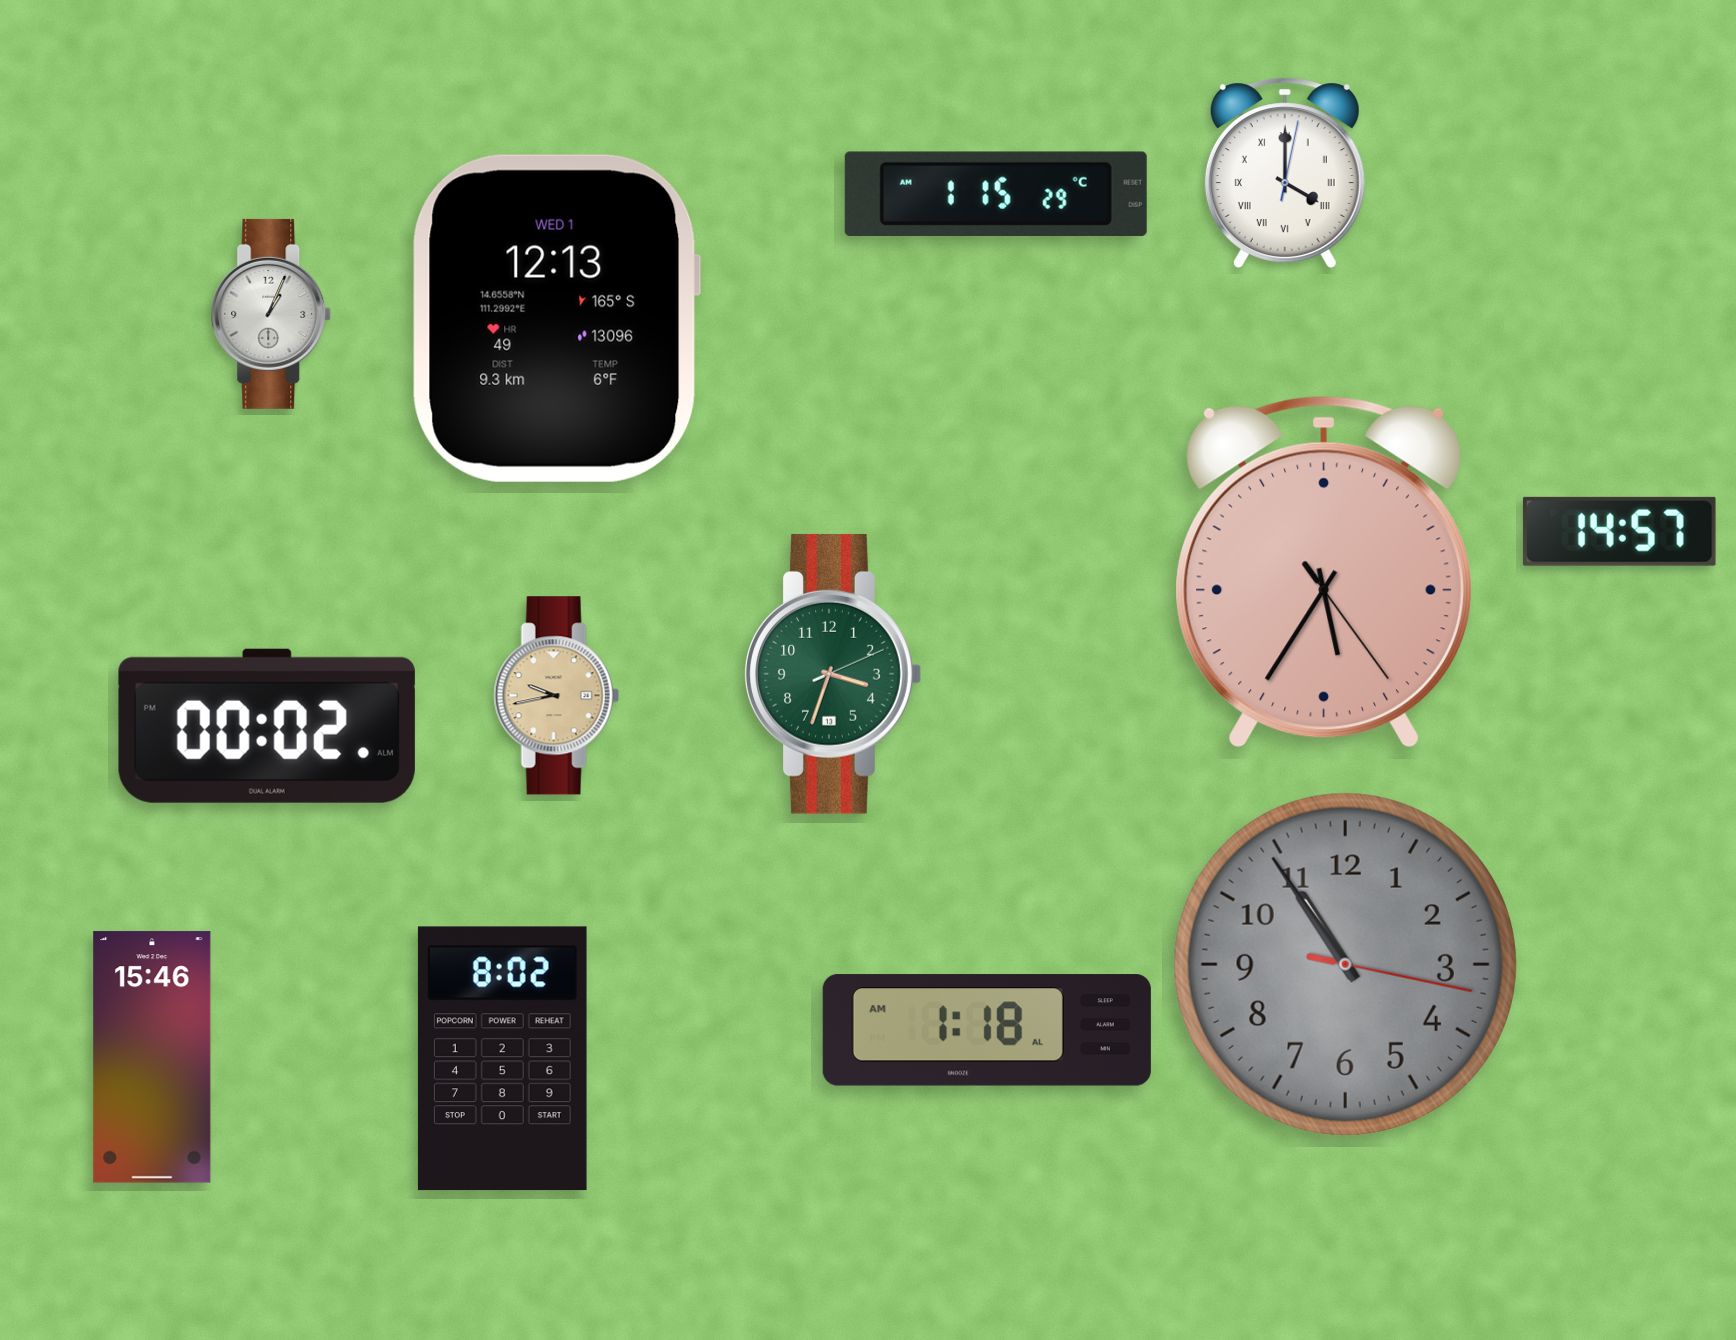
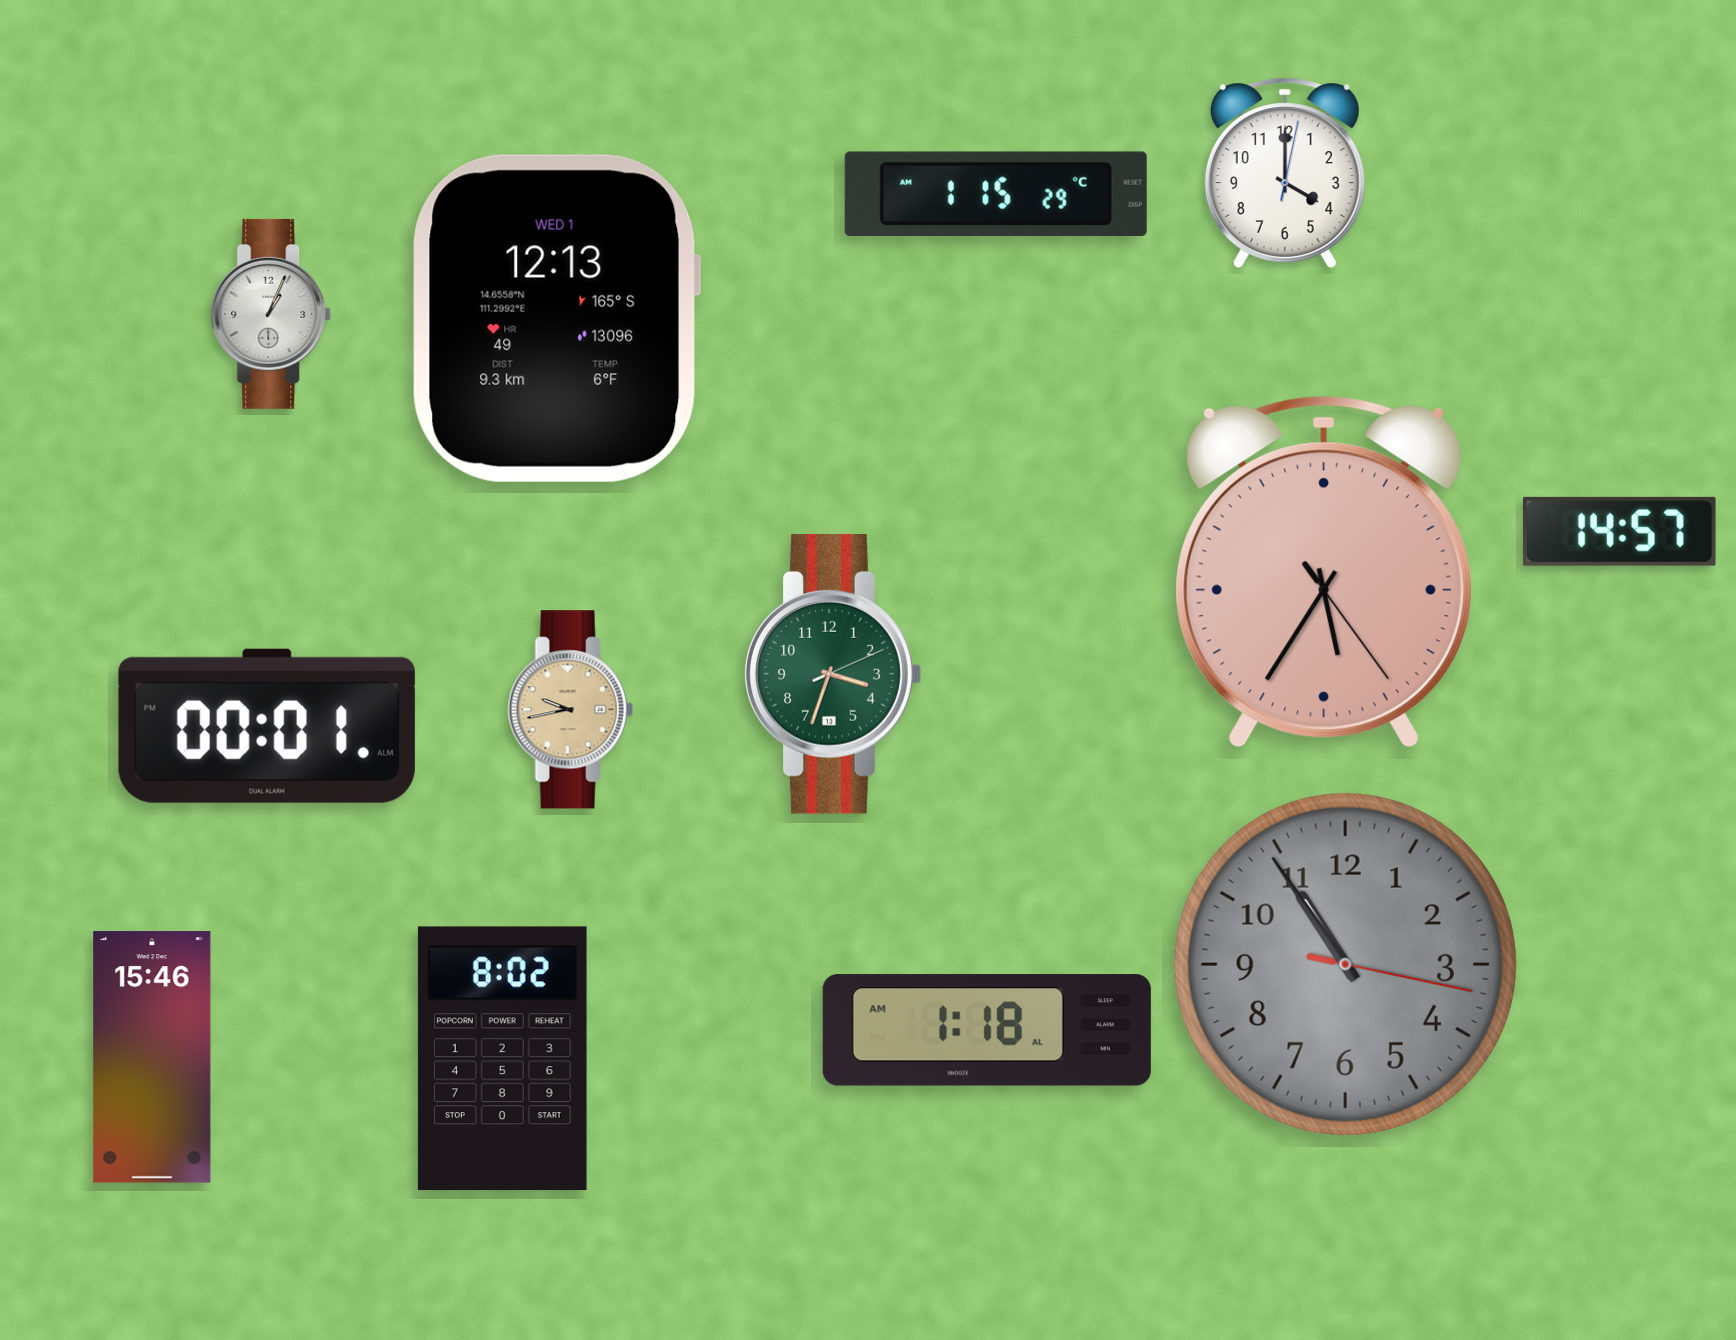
clock at (1285, 173) numerals: Roman -> Arabic
clock at (556, 696) position: (556, 696) -> (570, 710)
clock at (267, 726): 00:02 -> 00:01
